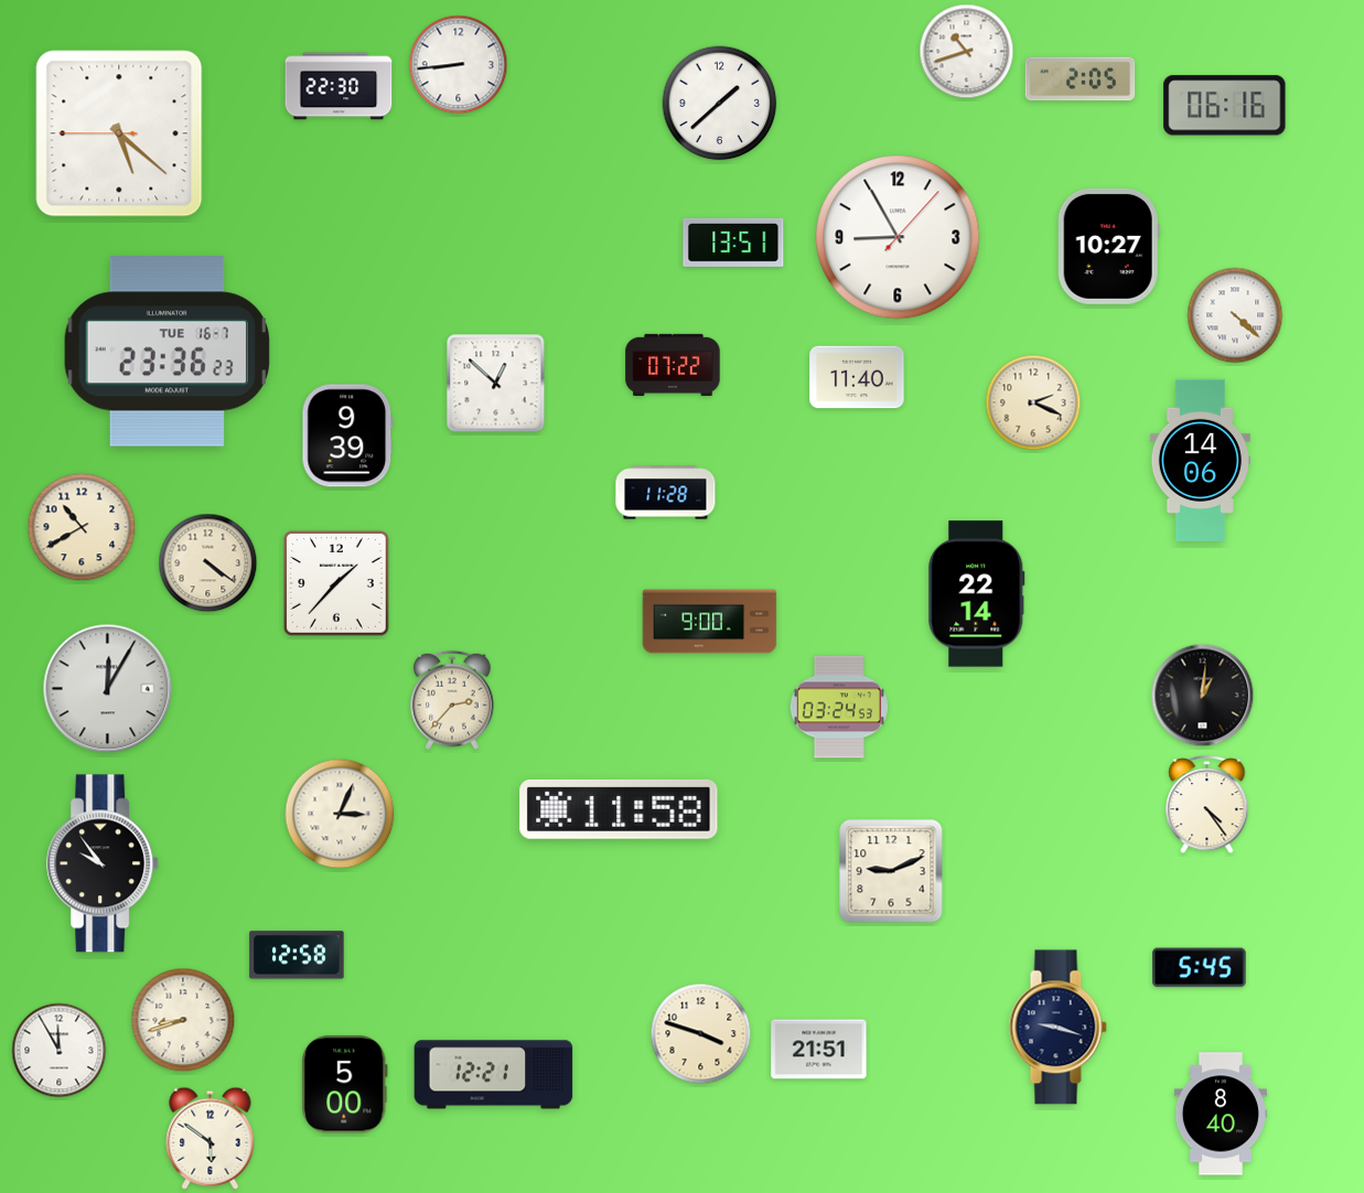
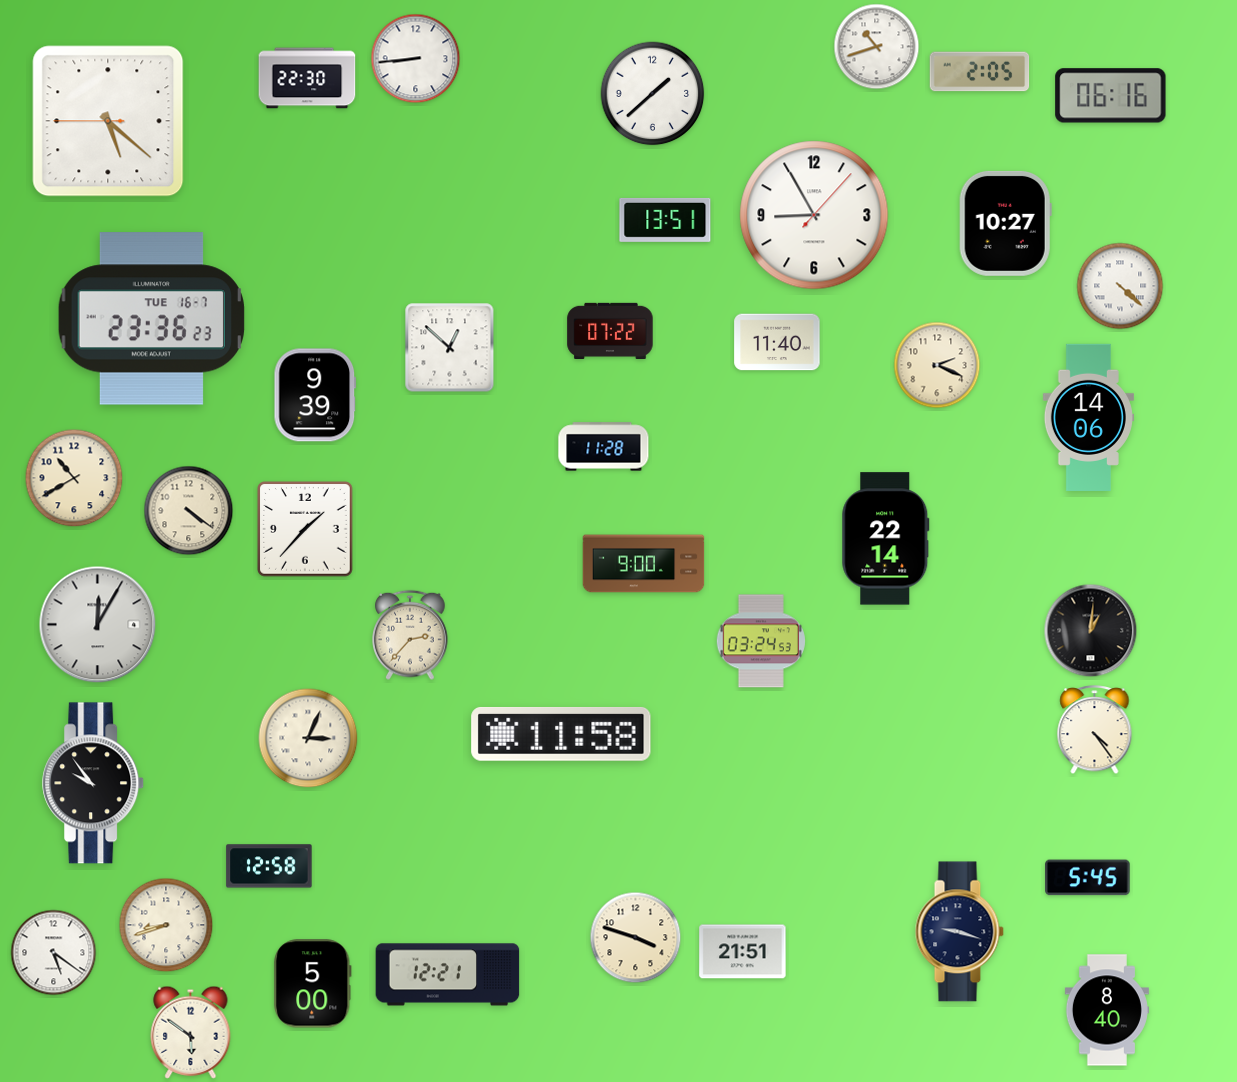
clock at (891, 871): 9:11 -> none
clock at (60, 1051): 11:55 -> 5:21
